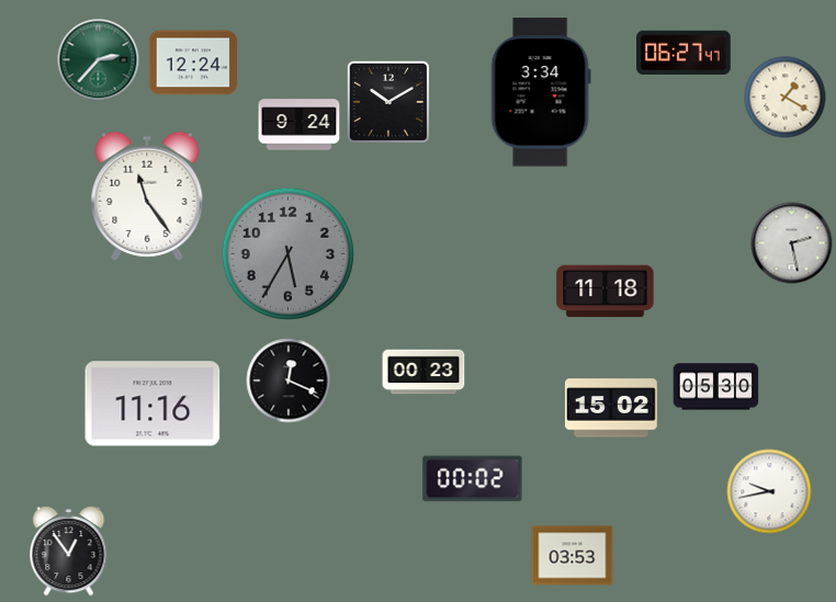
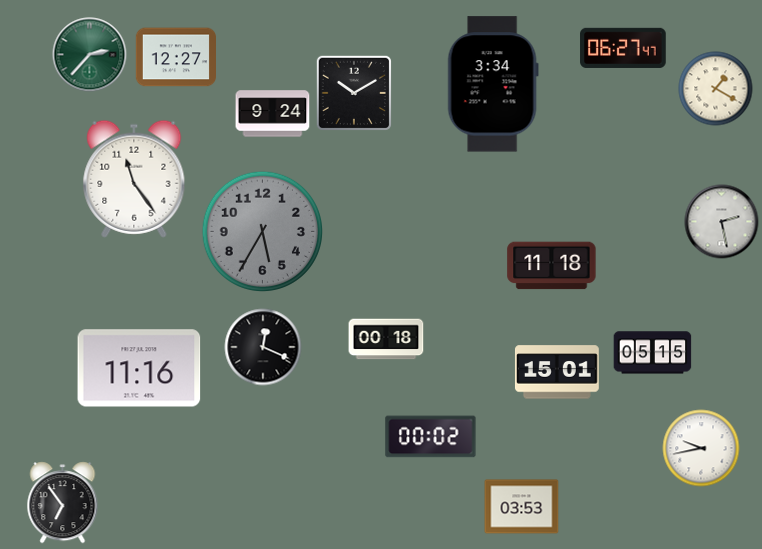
clock at (192, 63): 12:24 -> 12:27
clock at (423, 372): 00:23 -> 00:18
clock at (716, 387): 05:30 -> 05:15
clock at (611, 408): 15:02 -> 15:01
clock at (69, 552): 12:54 -> 6:54
